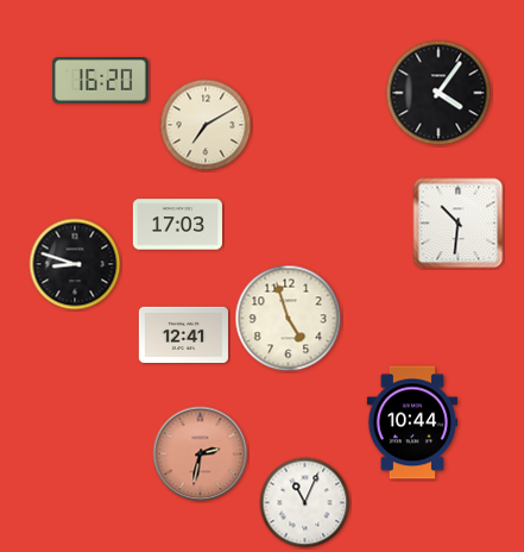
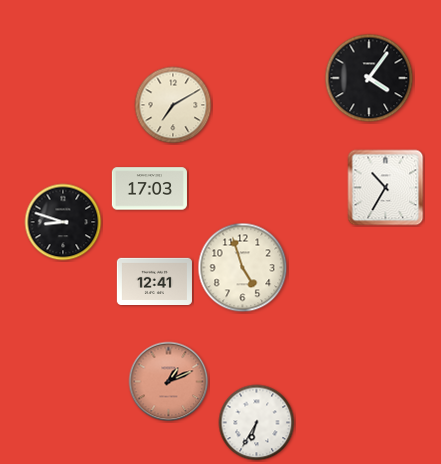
clock at (101, 81): 16:20 -> none
clock at (459, 224): 10:31 -> 10:35
clock at (411, 422): 10:44 -> none
clock at (201, 454): 2:32 -> 1:11
clock at (305, 503): 11:04 -> 6:35
